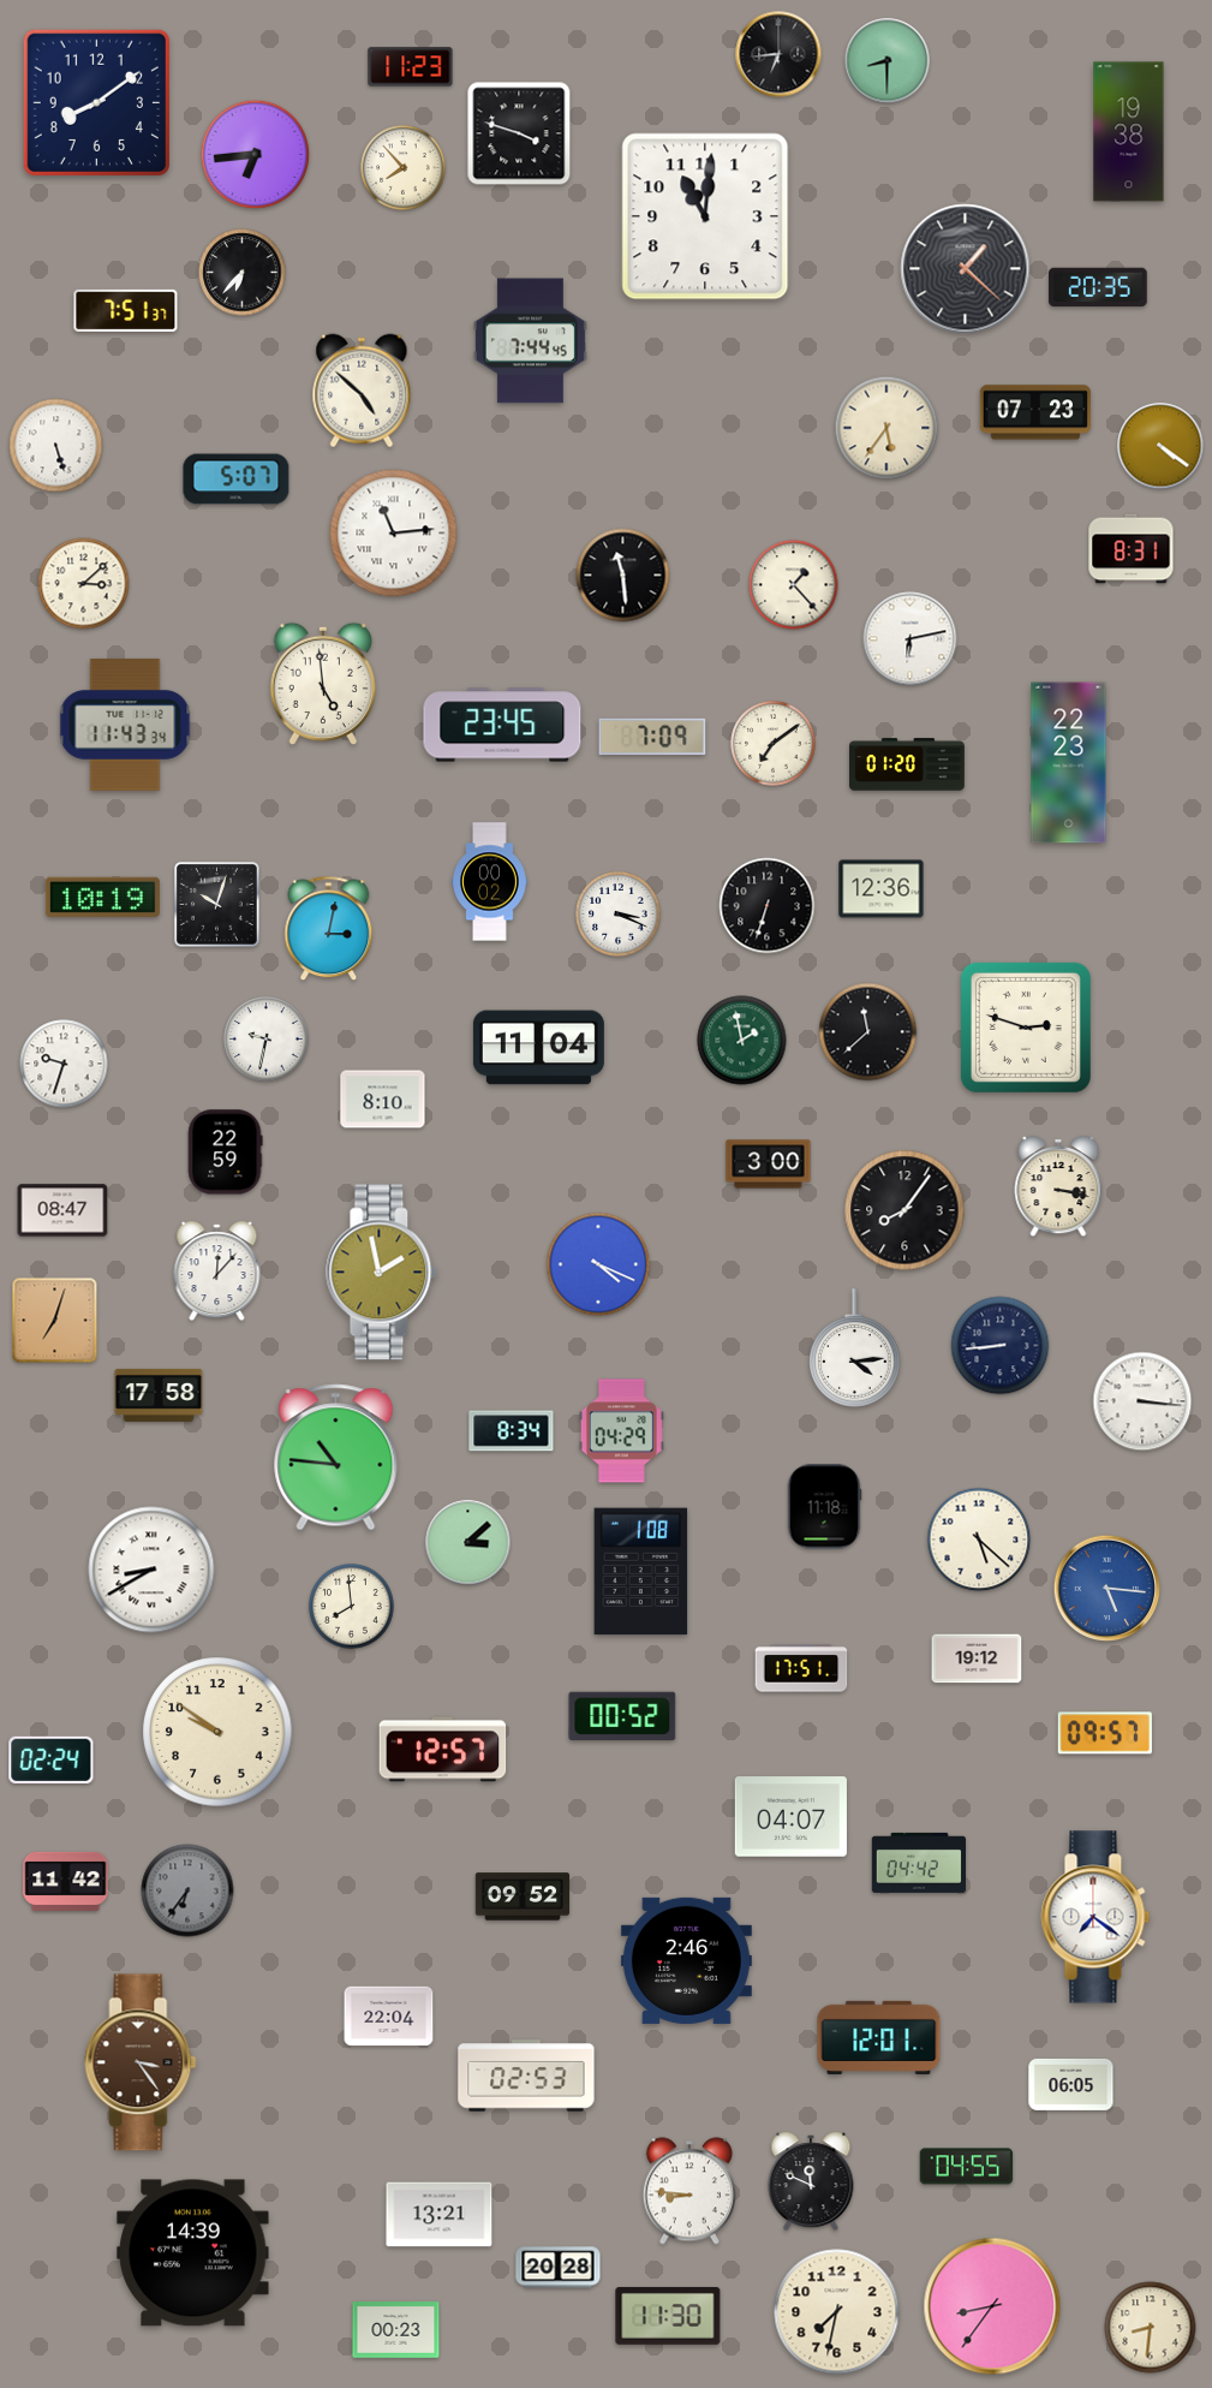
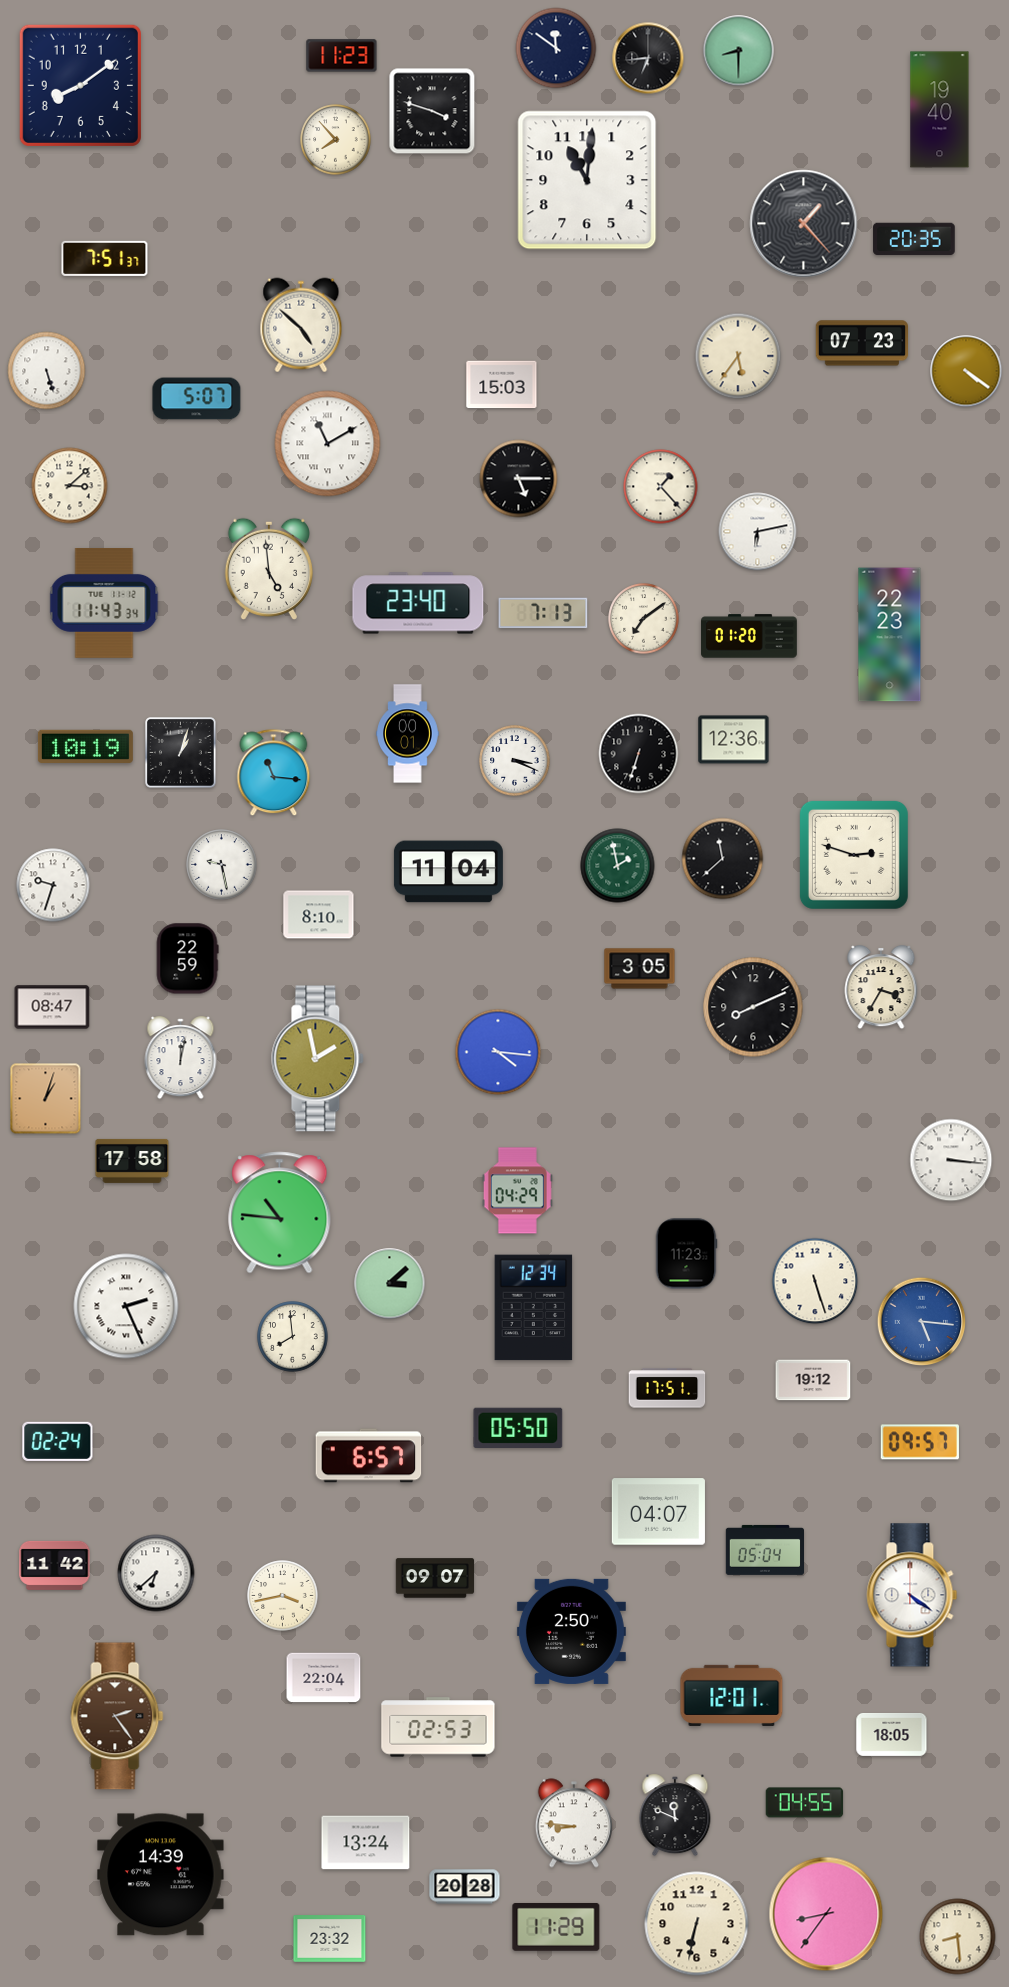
clock at (778, 54) position: (778, 54) -> (648, 58)
clock at (556, 48): none -> 11:51
clock at (1129, 132): 19:38 -> 19:40
clock at (255, 154): 6:44 -> none
clock at (966, 269): 1:22 -> 1:23
clock at (243, 273): 6:37 -> none
clock at (530, 341): 7:44 -> none
clock at (502, 385): none -> 15:03
clock at (394, 534): 11:14 -> 11:10
clock at (1132, 549): 8:31 -> none
clock at (623, 576): 11:29 -> 5:15
clock at (502, 725): 23:45 -> 23:40
clock at (652, 737): 7:09 -> 7:13
clock at (907, 764) position: (907, 764) -> (749, 636)
clock at (490, 882): 00:02 -> 00:01
clock at (217, 905): 10:03 -> 1:03
clock at (329, 929): 3:02 -> 11:16
clock at (267, 1040): 9:32 -> 9:28
clock at (769, 1165): 3:00 -> 3:05
clock at (1058, 1186): 3:17 -> 3:35
clock at (904, 1210): 8:06 -> 8:11
clock at (598, 1264): 4:19 -> 4:16
clock at (217, 1272): 12:07 -> 12:02
clock at (55, 1321): 7:03 -> 1:03
clock at (1001, 1346): 8:44 -> none
clock at (855, 1348): 4:14 -> none
clock at (1142, 1401) position: (1142, 1401) -> (951, 1160)
clock at (512, 1431): 8:34 -> none
clock at (824, 1507): 11:18 -> 11:23
clock at (979, 1540): 5:22 -> 5:27
clock at (151, 1570): 8:40 -> 2:26
clock at (641, 1572): 1:08 -> 12:34
clock at (622, 1715): 00:52 -> 05:50
clock at (217, 1732): 9:51 -> none
clock at (443, 1750): 12:57 -> 6:57
clock at (52, 1759) position: (52, 1759) -> (58, 1441)
clock at (918, 1863): 04:42 -> 05:04
clock at (187, 1890): 6:36 -> 6:38
clock at (187, 1890) dial: grey -> white
clock at (523, 1896): 09:52 -> 09:07
clock at (1095, 1917): 7:21 -> 4:21
clock at (283, 1596): none -> 3:43
clock at (686, 1960): 2:46 -> 2:50
clock at (141, 2062): 3:24 -> 2:24
clock at (1071, 2084): 06:05 -> 18:05
clock at (440, 2215): 13:21 -> 13:24
clock at (992, 2306) position: (992, 2306) -> (826, 1914)
clock at (837, 2312): 7:32 -> 6:32
clock at (668, 2316): 11:30 -> 11:29
clock at (1151, 2328): 8:31 -> 8:29
clock at (396, 2330): 00:23 -> 23:32
